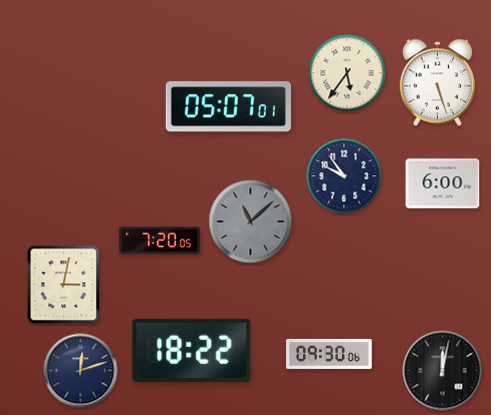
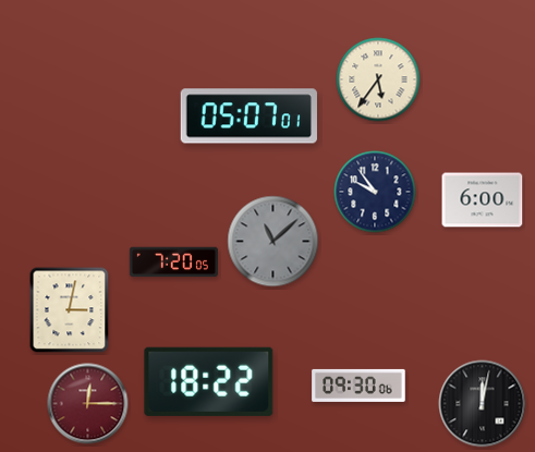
clock at (438, 83): 5:27 -> none
clock at (81, 371): 12:12 -> 12:15
clock at (81, 371) dial: navy -> burgundy
